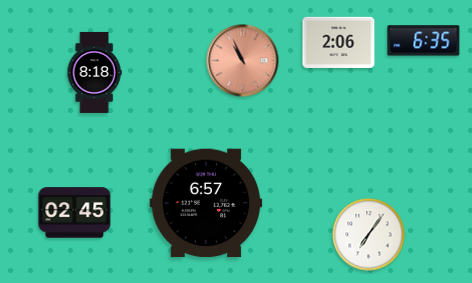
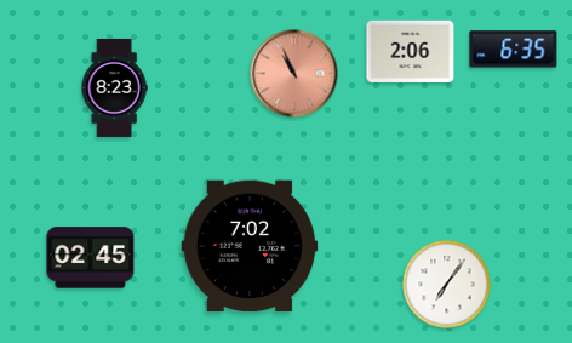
clock at (94, 72): 8:18 -> 8:23
clock at (206, 203): 6:57 -> 7:02
